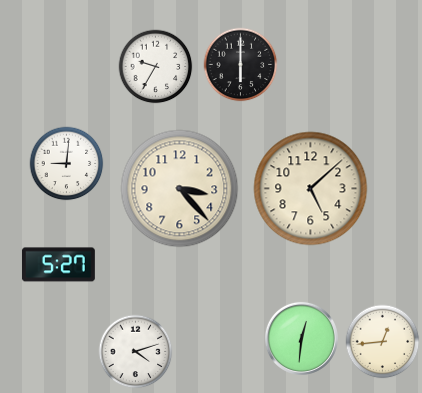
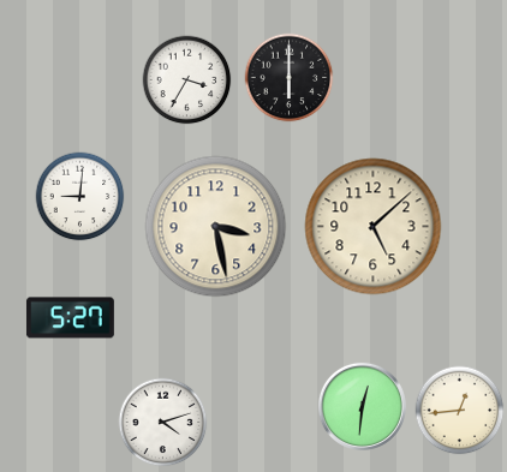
clock at (156, 67): 9:35 -> 3:35
clock at (180, 189): 3:23 -> 3:28
